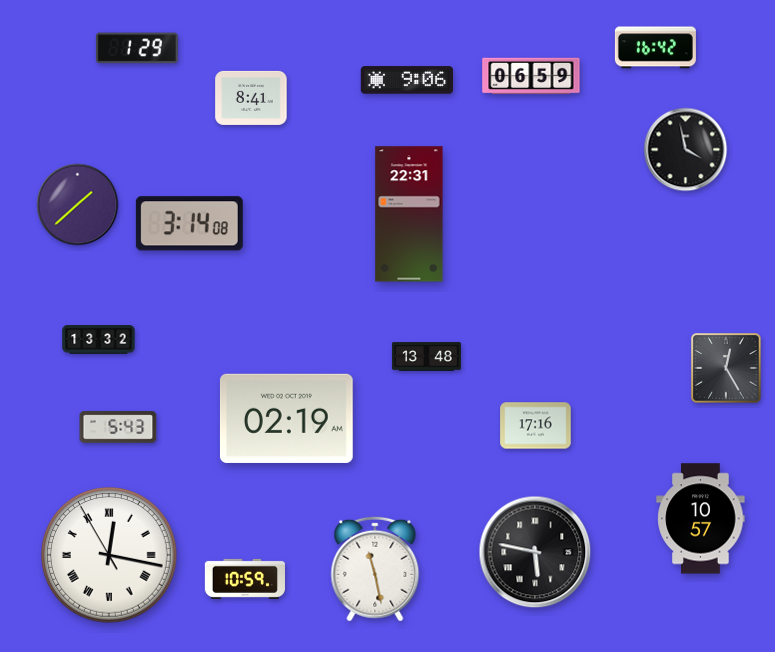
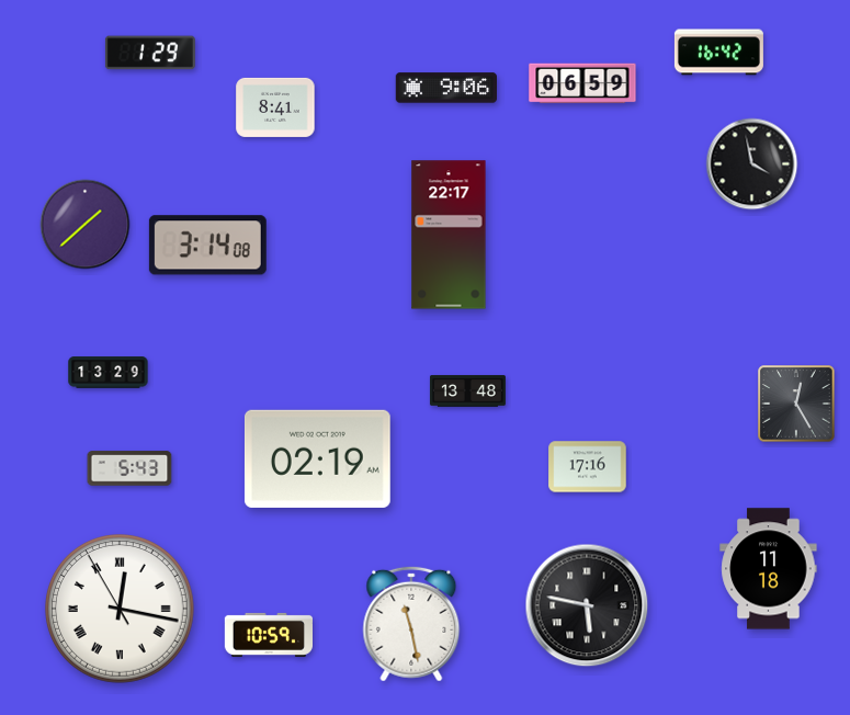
clock at (409, 214): 22:31 -> 22:17
clock at (99, 340): 13:32 -> 13:29
clock at (287, 418) position: (287, 418) -> (318, 458)
clock at (701, 519): 10:57 -> 11:18
